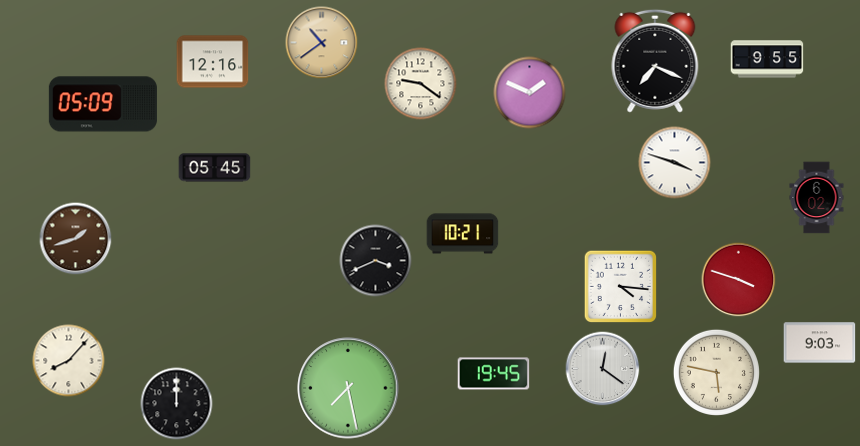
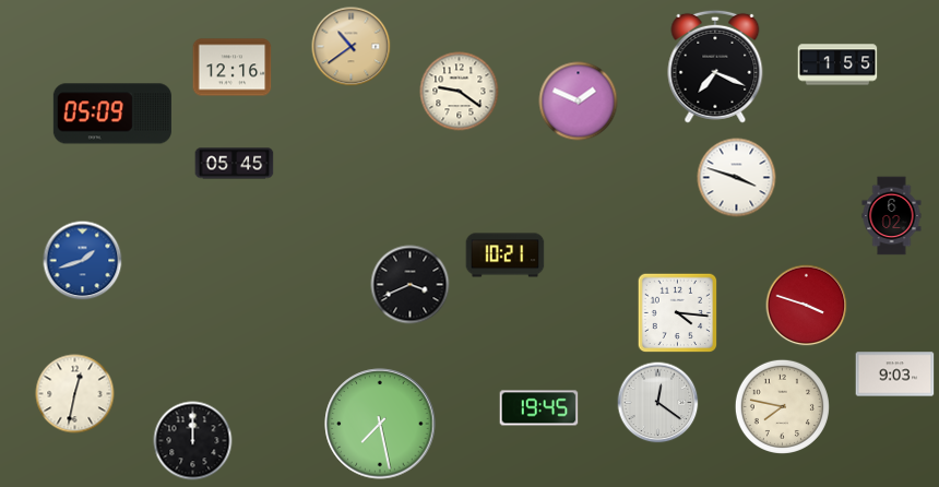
clock at (767, 59): 9:55 -> 1:55
clock at (215, 168) position: (215, 168) -> (235, 164)
clock at (76, 239) dial: brown -> blue
clock at (69, 361): 8:07 -> 12:32
clock at (716, 372): 5:47 -> 7:47
